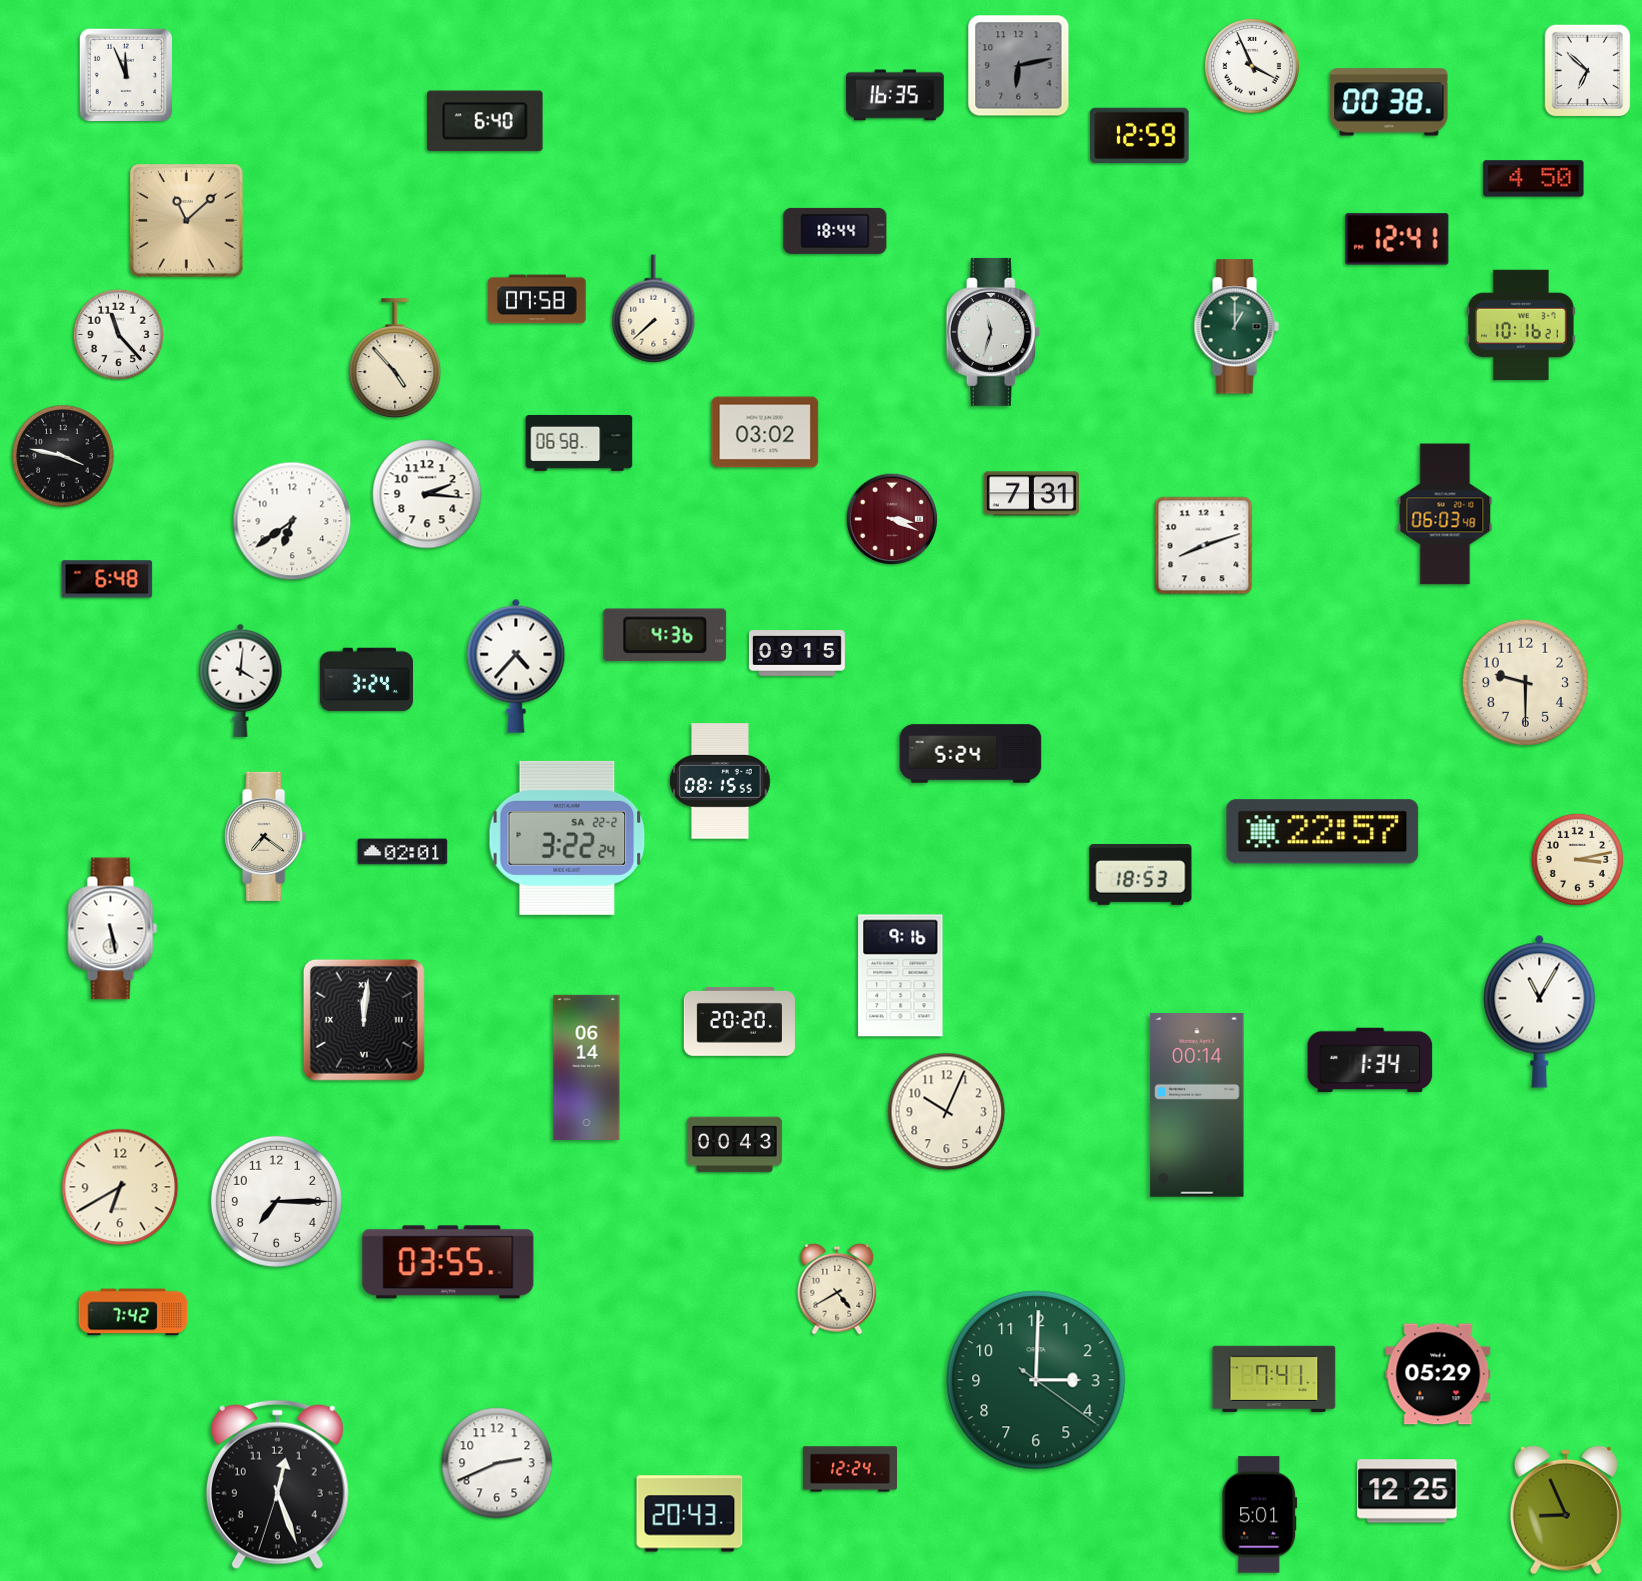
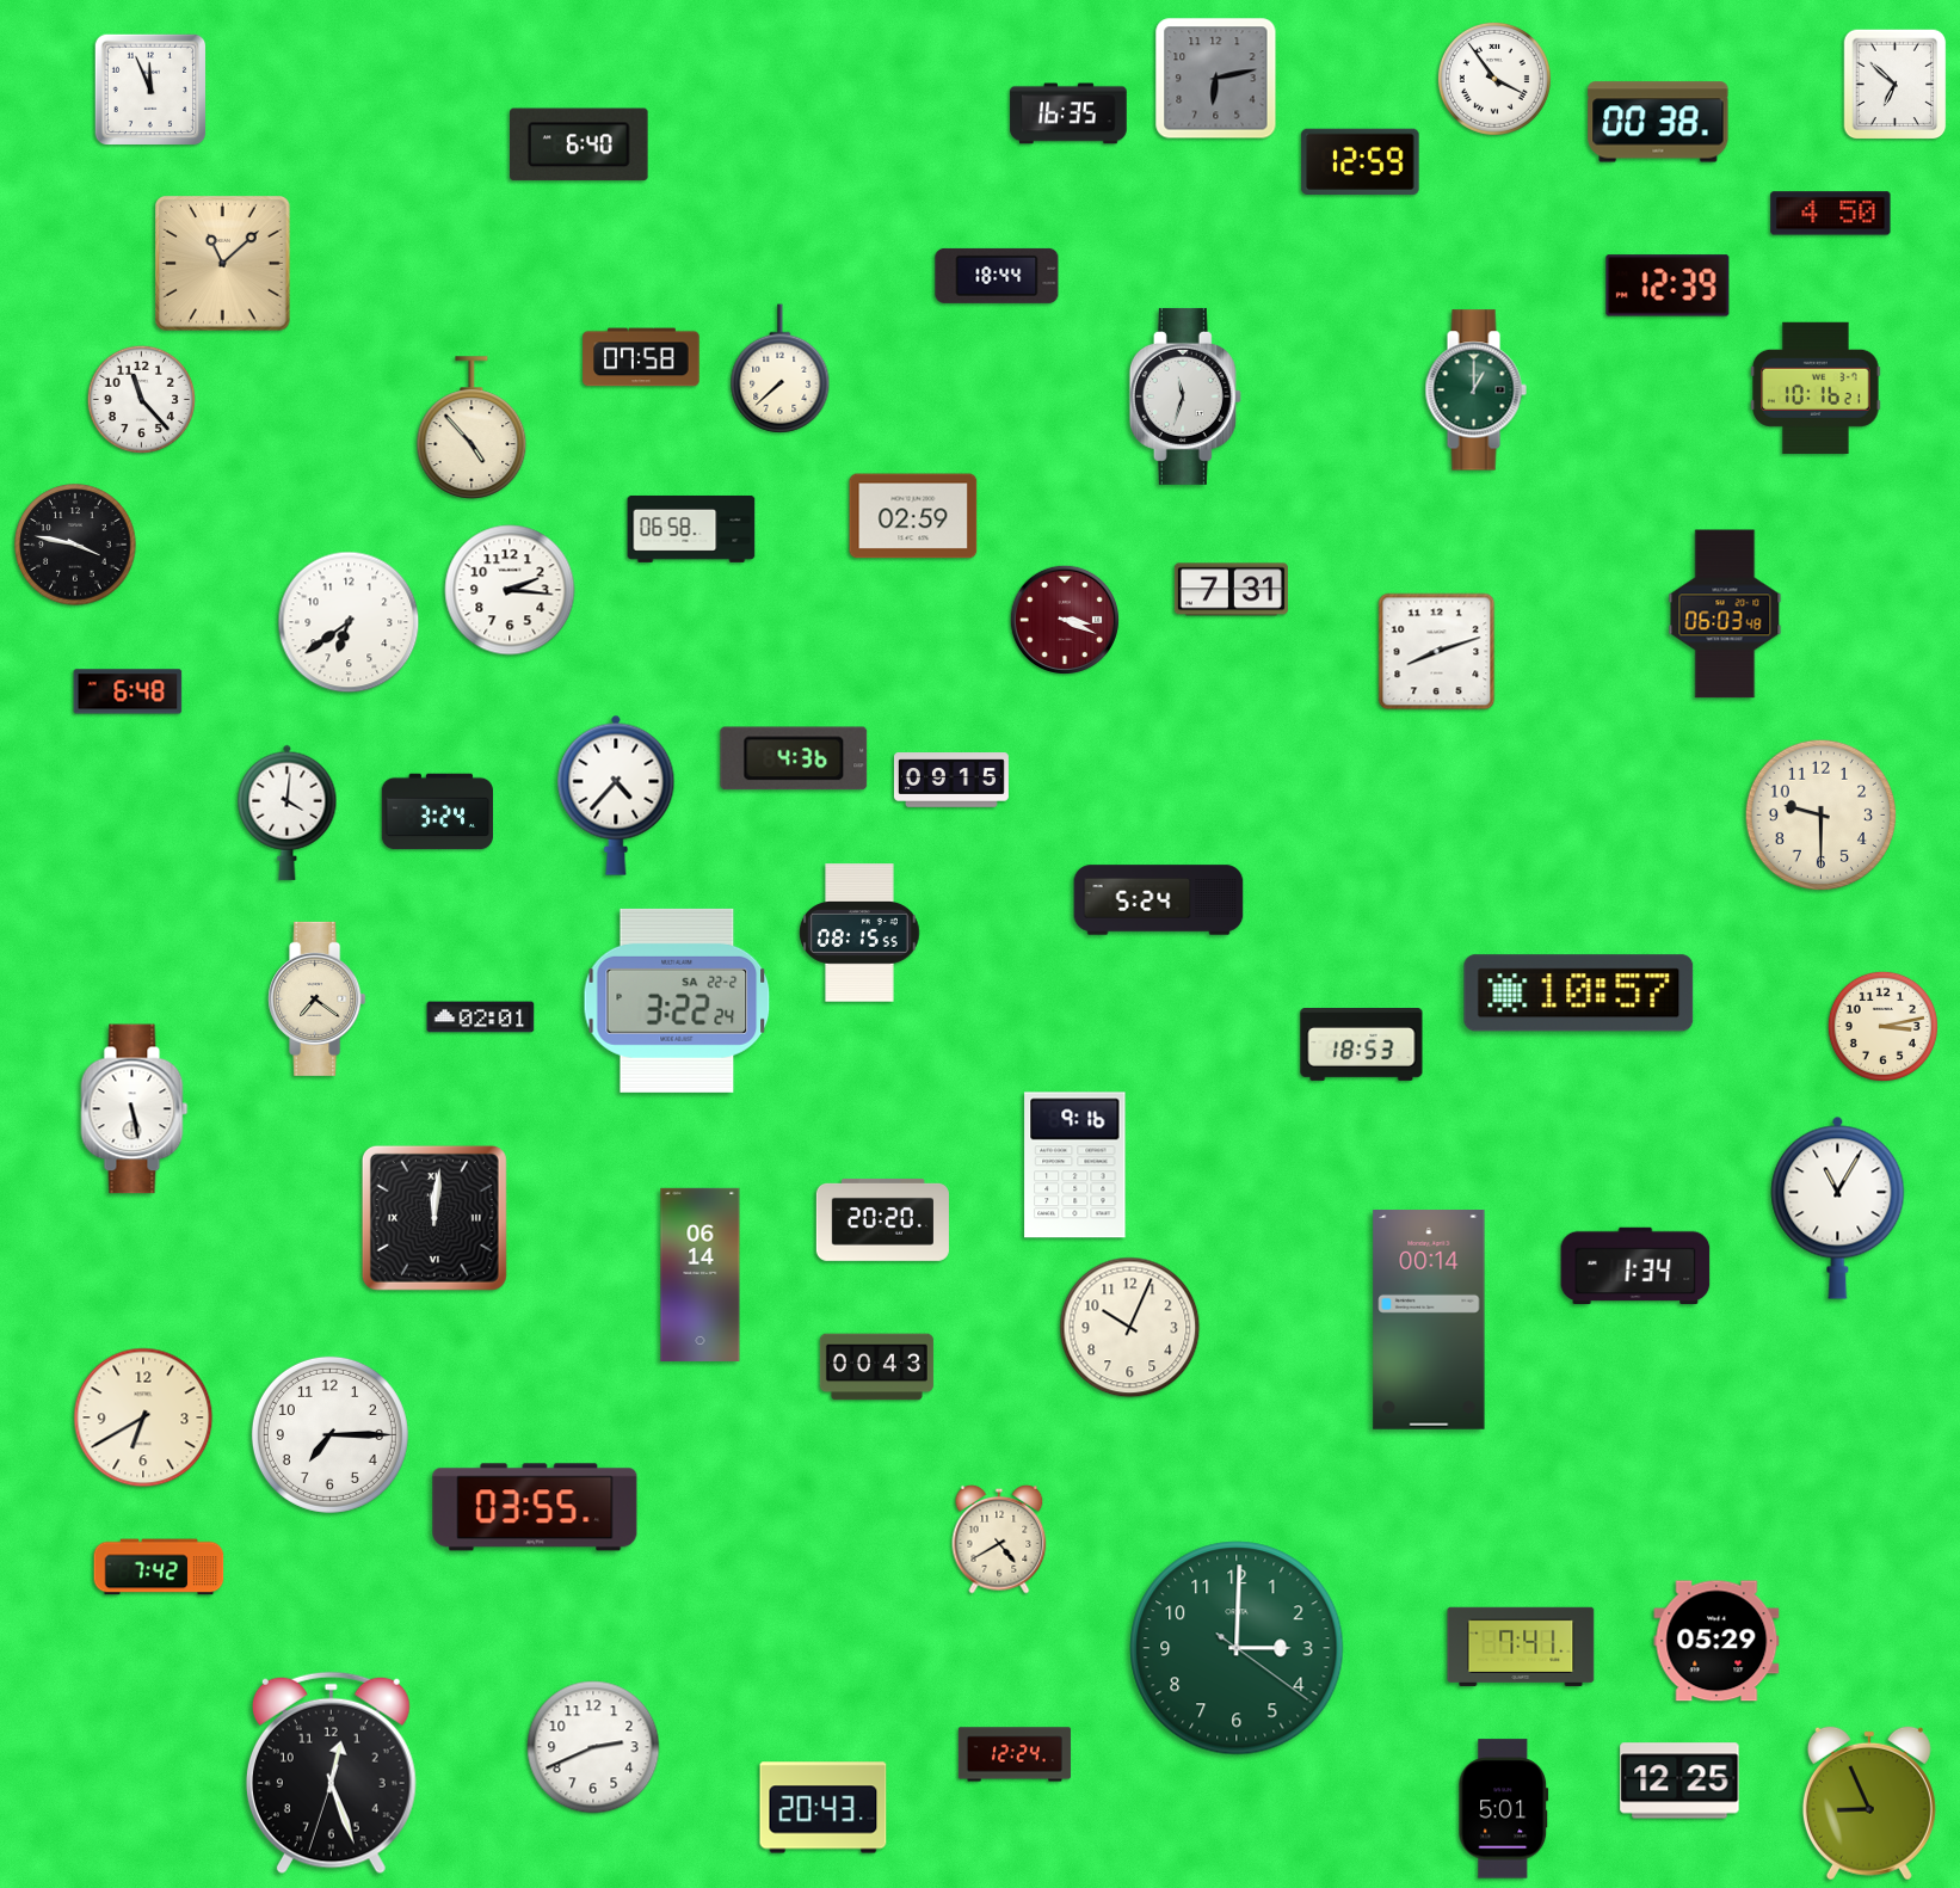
clock at (1252, 66): 3:56 -> 3:54
clock at (1397, 239): 12:41 -> 12:39
clock at (765, 432): 03:02 -> 02:59
clock at (1323, 832): 22:57 -> 10:57
